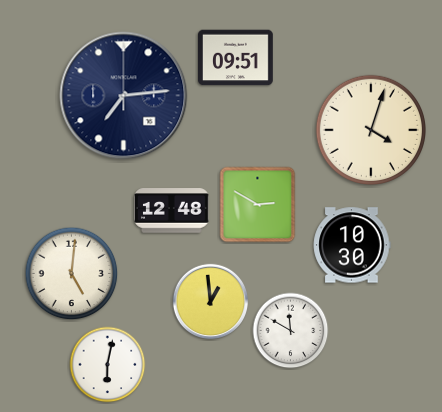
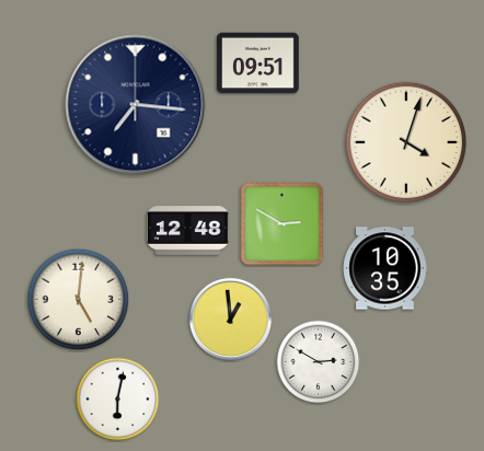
clock at (124, 96): 7:14 -> 7:16
clock at (352, 245): 10:30 -> 10:35
clock at (210, 301) position: (210, 301) -> (230, 319)
clock at (291, 331): 11:50 -> 2:50
